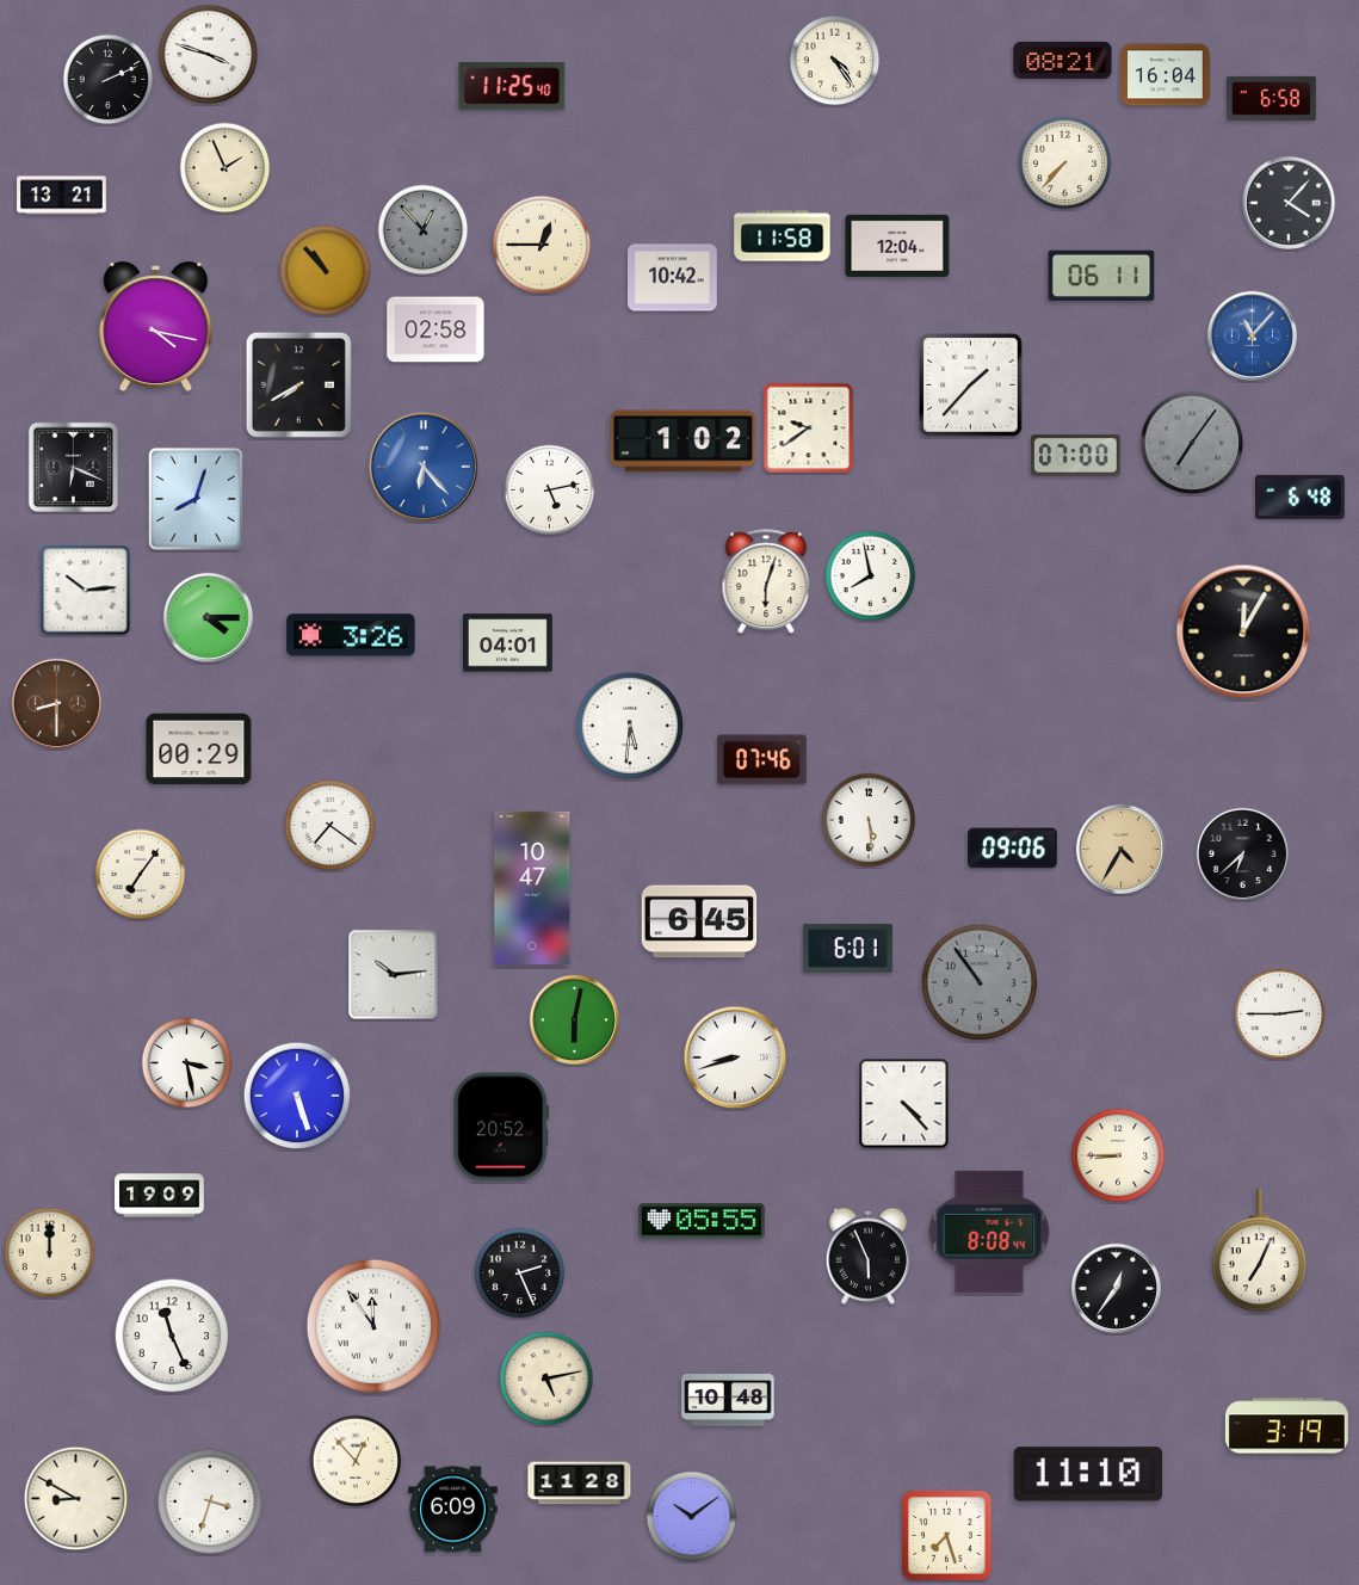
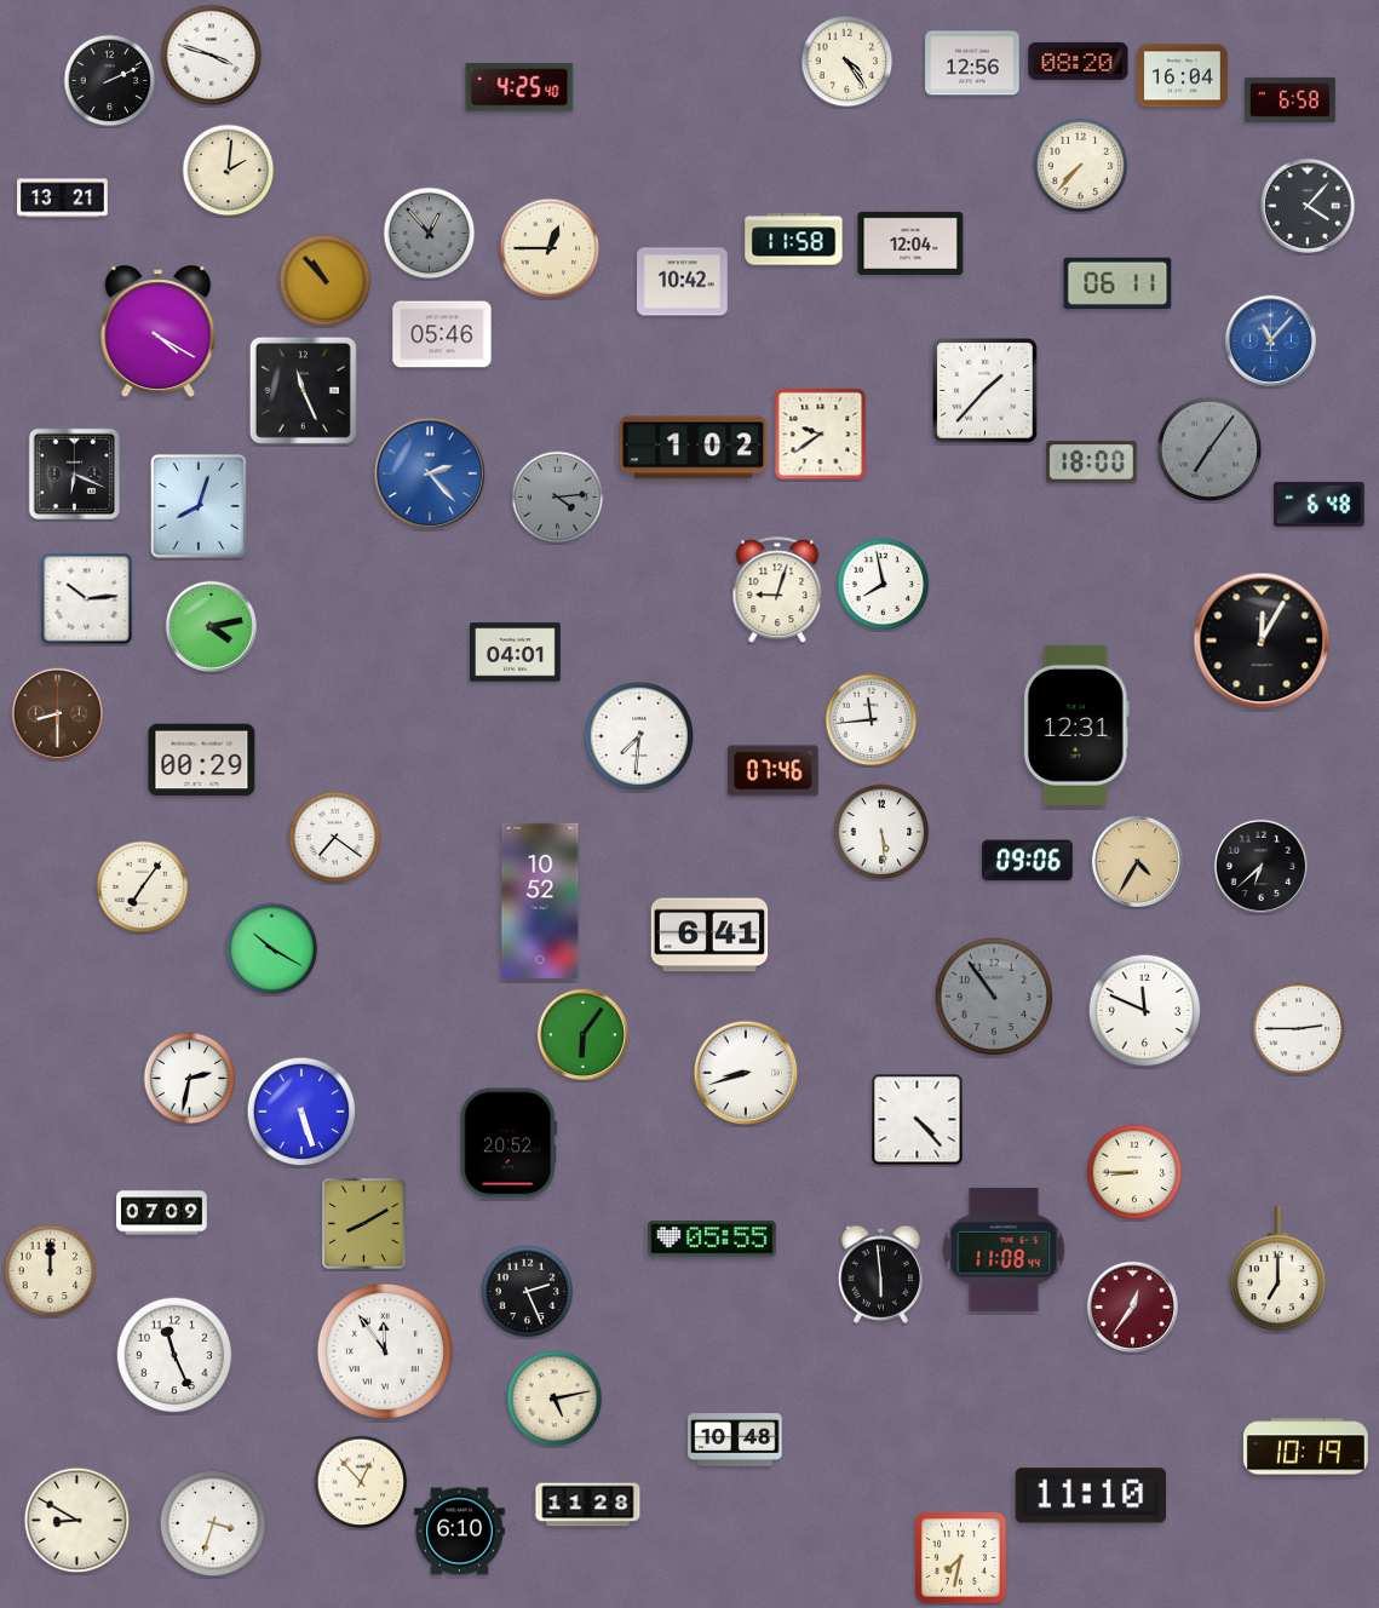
clock at (1063, 60): 08:21 -> 08:20
clock at (972, 63): none -> 12:56
clock at (512, 86): 11:25 -> 4:25
clock at (226, 168): 1:56 -> 2:01
clock at (897, 246) position: (897, 246) -> (910, 243)
clock at (326, 271) position: (326, 271) -> (326, 281)
clock at (1101, 276) position: (1101, 276) -> (1117, 283)
clock at (156, 327): 4:17 -> 4:20
clock at (436, 329): 02:58 -> 05:46
clock at (298, 384): 7:40 -> 11:26
clock at (1075, 456): 07:00 -> 18:00
clock at (424, 467): 6:23 -> 2:23
clock at (550, 491): 5:13 -> 4:14
clock at (550, 491) dial: white -> grey
clock at (766, 582): 6:03 -> 9:03
clock at (208, 617): 4:15 -> 4:13
clock at (351, 635): 3:26 -> none
clock at (872, 720): none -> 11:44
clock at (1076, 725): none -> 12:31
clock at (630, 726): 5:31 -> 7:31
clock at (532, 888): 10:47 -> 10:52
clock at (699, 921): 6:45 -> 6:41
clock at (272, 949): none -> 10:20
clock at (848, 949): 6:01 -> none
clock at (394, 975): 10:14 -> none
clock at (1145, 1011): none -> 11:49
clock at (574, 1019): 6:02 -> 6:06
clock at (187, 1063): 3:28 -> 2:32
clock at (160, 1196): 19:09 -> 07:09
clock at (364, 1224): none -> 8:10
clock at (989, 1232): 8:08 -> 11:08
clock at (1259, 1251): 7:04 -> 7:00
clock at (867, 1256): 5:56 -> 5:59
clock at (1116, 1288) dial: black -> burgundy
clock at (373, 1326) position: (373, 1326) -> (385, 1351)
clock at (728, 1400) position: (728, 1400) -> (735, 1440)
clock at (1286, 1426): 3:19 -> 10:19
clock at (1088, 1474) position: (1088, 1474) -> (1091, 1495)
clock at (453, 1510): 6:09 -> 6:10
clock at (692, 1517): 10:09 -> none
clock at (947, 1536): 7:27 -> 7:32
